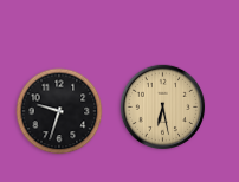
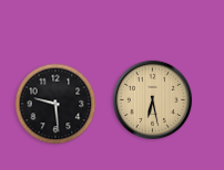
clock at (59, 111): 9:33 -> 9:29
